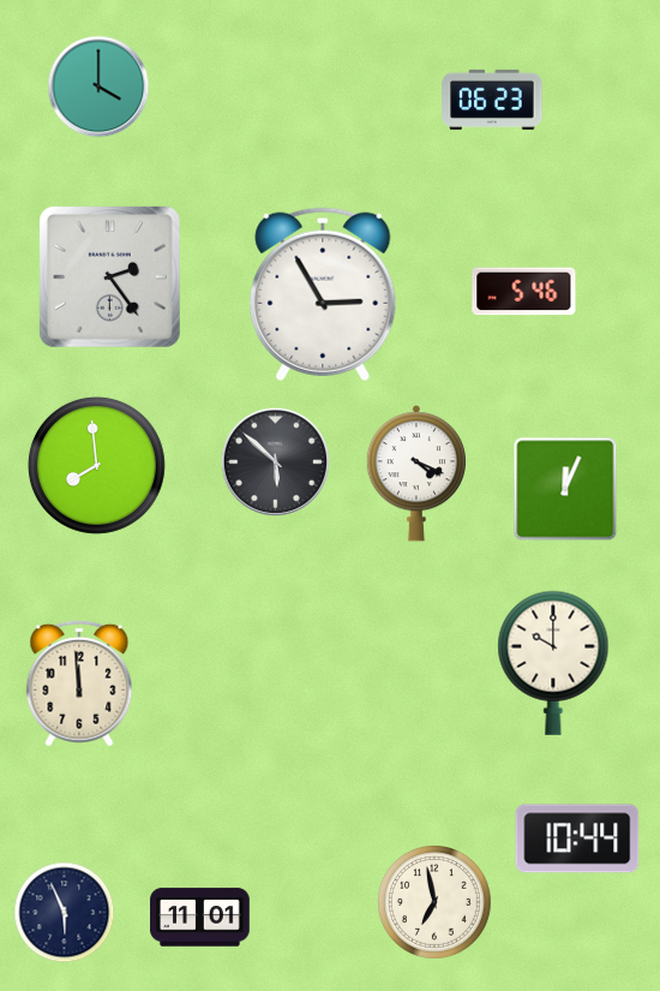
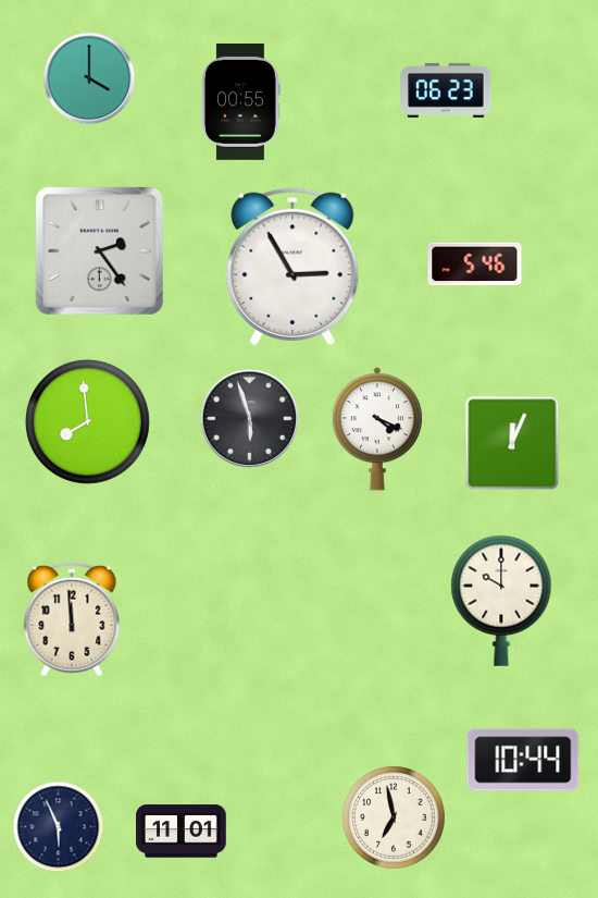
clock at (240, 101): none -> 00:55
clock at (275, 461): 5:52 -> 5:57
